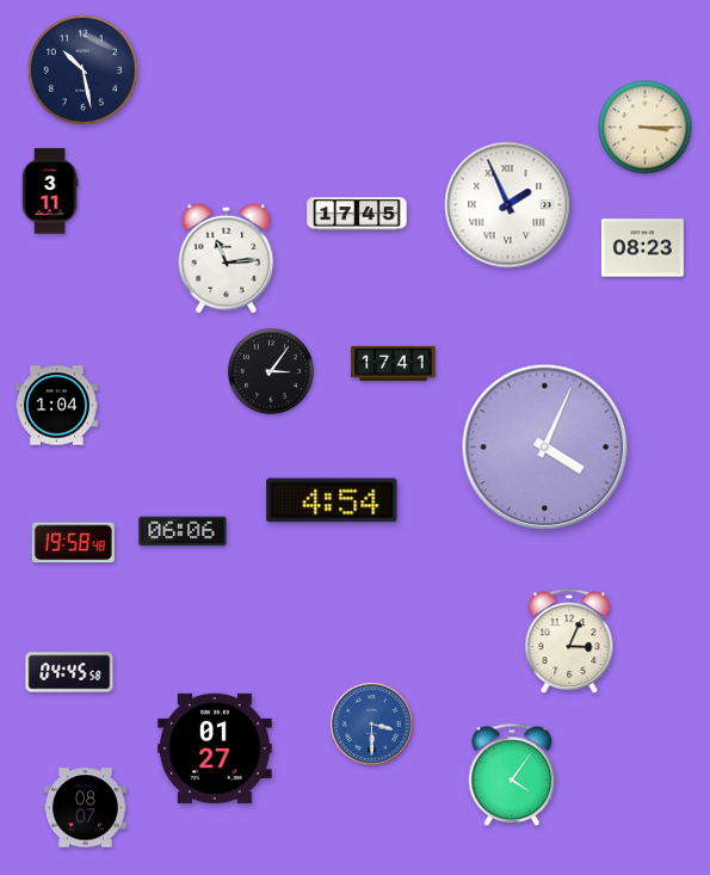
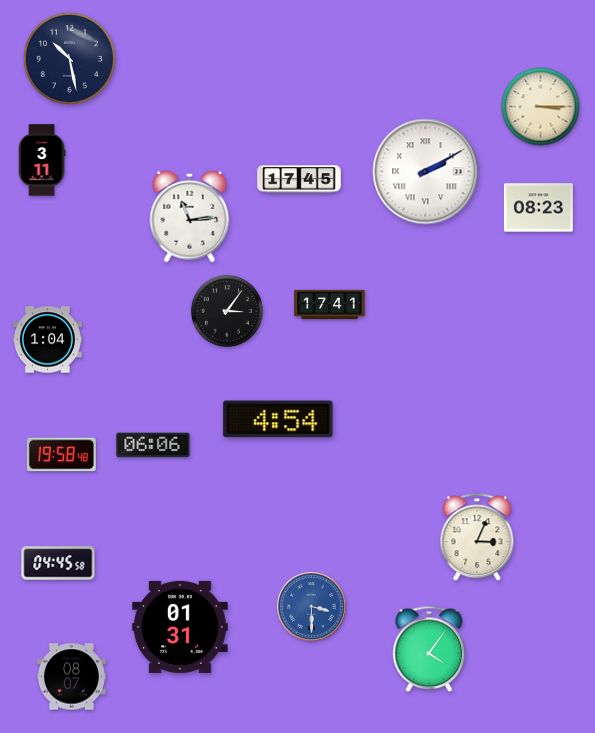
clock at (508, 205): 1:56 -> 2:10
clock at (545, 448): 4:04 -> none
clock at (215, 748): 01:27 -> 01:31
